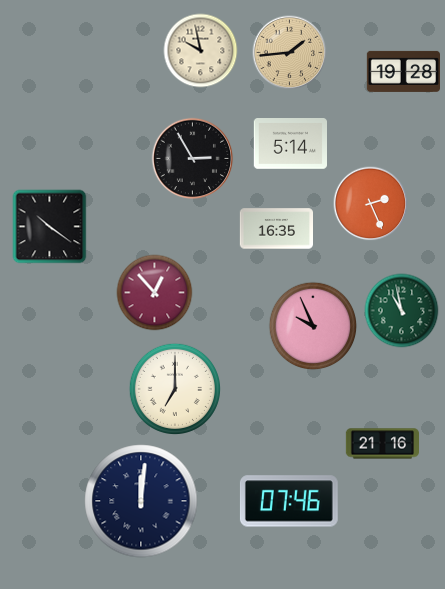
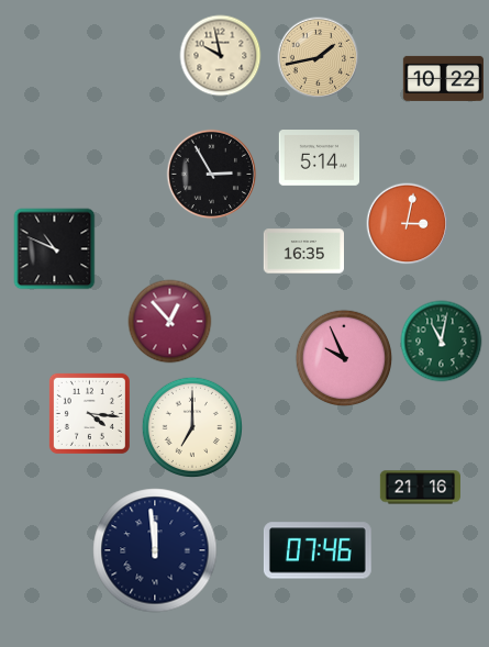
clock at (290, 53): 1:44 -> 1:43
clock at (403, 71): 19:28 -> 10:22
clock at (371, 204): 2:26 -> 3:02
clock at (50, 227): 10:21 -> 10:49
clock at (402, 311): 10:58 -> 11:02
clock at (89, 413): none -> 4:16
clock at (141, 501): 12:01 -> 11:59
